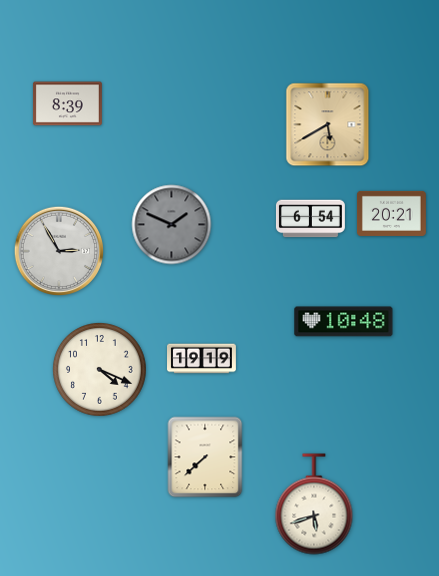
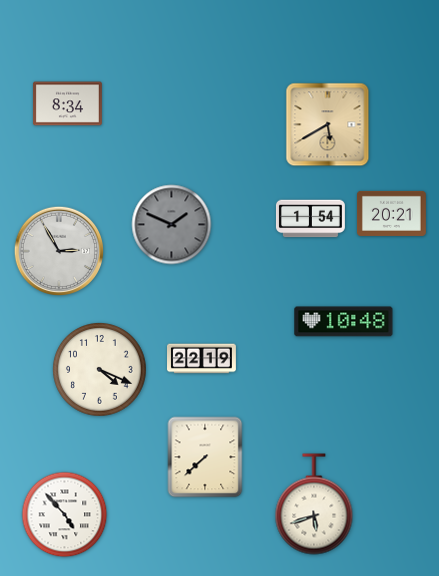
clock at (67, 104): 8:39 -> 8:34
clock at (310, 219): 6:54 -> 1:54
clock at (202, 359): 19:19 -> 22:19
clock at (65, 515): none -> 4:53
